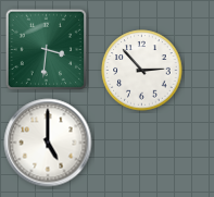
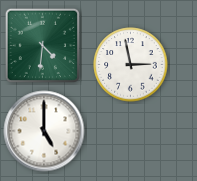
clock at (46, 49): 3:31 -> 4:31
clock at (142, 71): 2:53 -> 2:58
